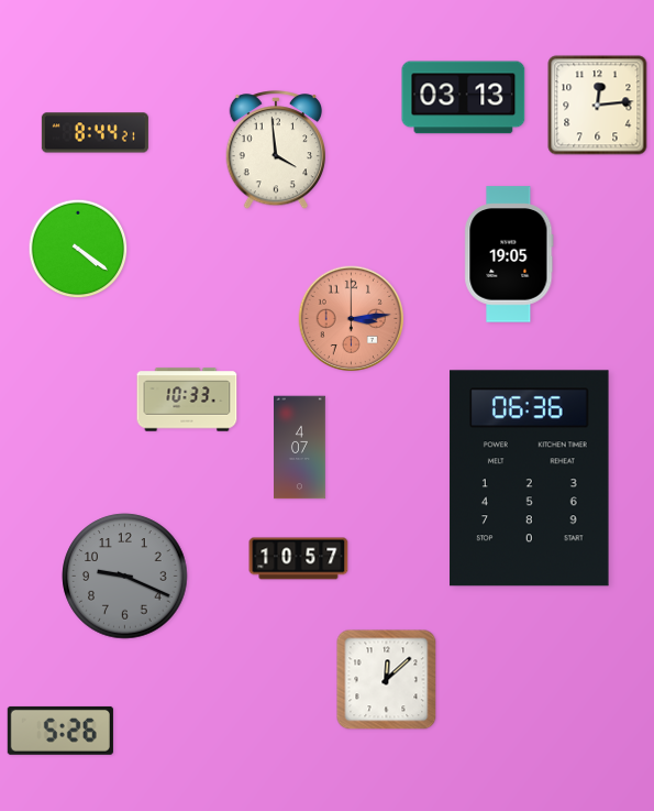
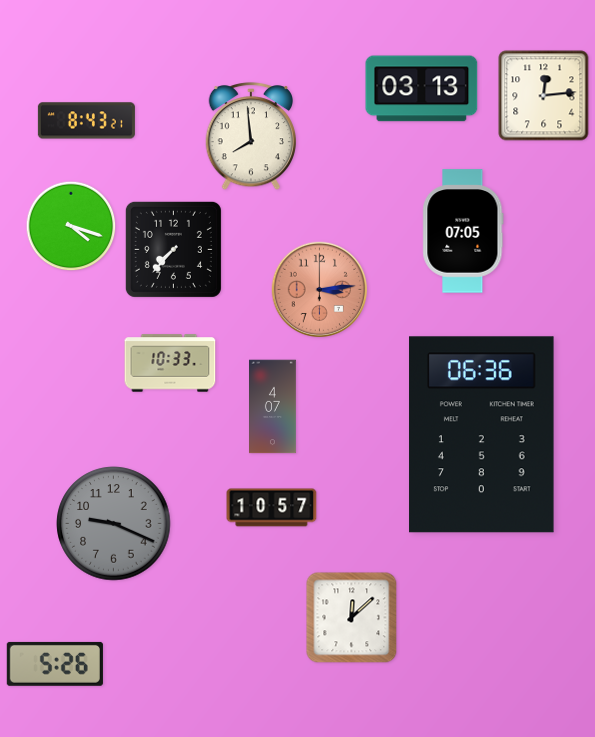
clock at (95, 133): 8:44 -> 8:43
clock at (276, 151): 3:59 -> 7:59
clock at (78, 249): 4:21 -> 4:18
clock at (509, 254): 19:05 -> 07:05
clock at (173, 249): none -> 7:37
